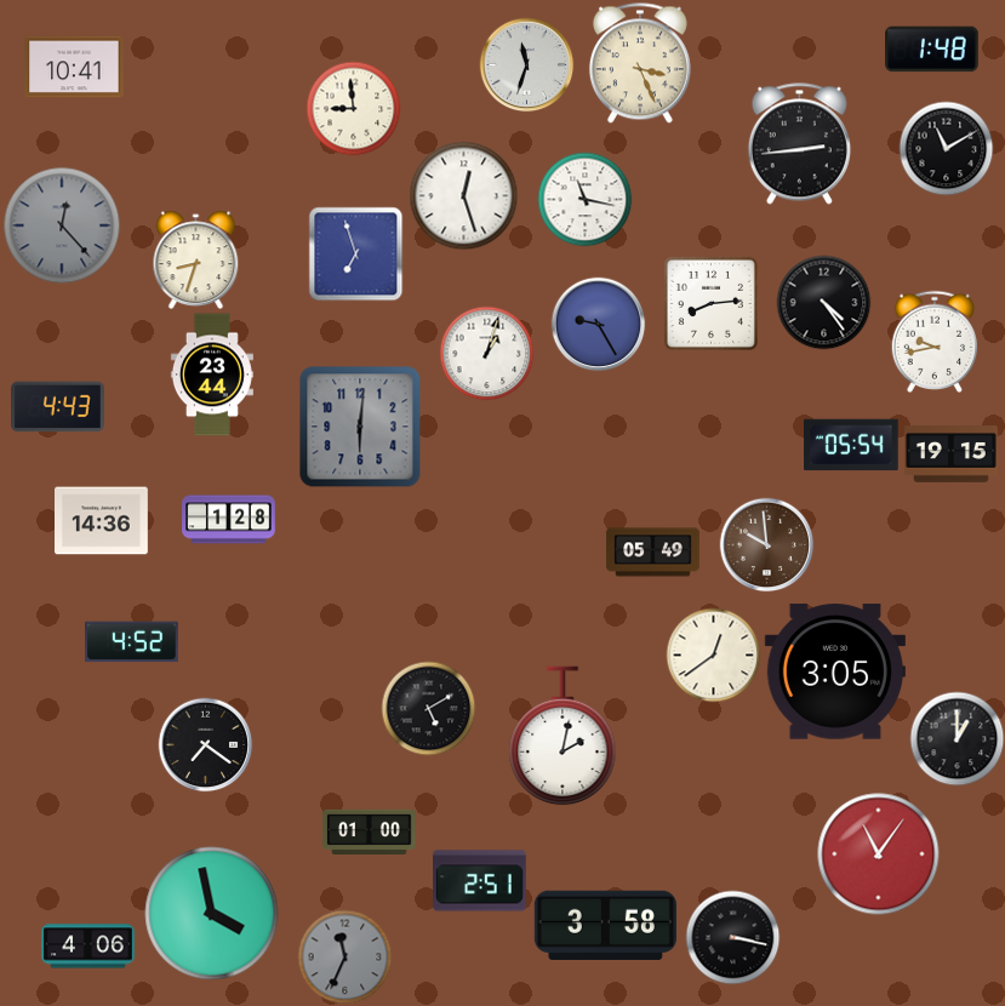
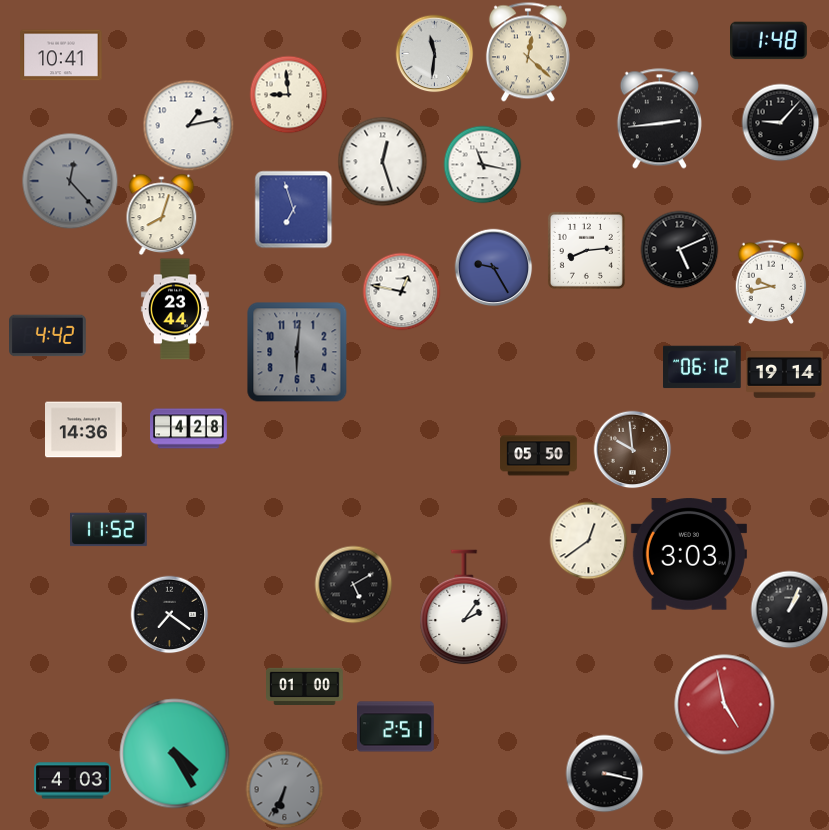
clock at (640, 63): 3:26 -> 12:22
clock at (526, 64): 11:33 -> 11:31
clock at (353, 108) position: (353, 108) -> (288, 94)
clock at (946, 148): 11:10 -> 9:07
clock at (188, 125): none -> 1:13
clock at (62, 225) position: (62, 225) -> (70, 181)
clock at (196, 259): 8:33 -> 8:03
clock at (823, 302): 4:24 -> 5:11
clock at (486, 353): 1:03 -> 12:47
clock at (58, 407): 4:43 -> 4:42
clock at (852, 445): 05:54 -> 06:12
clock at (952, 455): 19:15 -> 19:14
clock at (229, 520): 1:28 -> 4:28
clock at (653, 553): 05:49 -> 05:50
clock at (132, 642): 4:52 -> 11:52
clock at (835, 671): 3:05 -> 3:03
clock at (563, 736): 2:02 -> 2:06
clock at (957, 738): 1:00 -> 1:04
clock at (879, 854): 11:06 -> 4:58
clock at (212, 914): 3:58 -> 4:25
clock at (605, 925): 3:58 -> none
clock at (88, 947): 4:06 -> 4:03
clock at (344, 956): 11:34 -> 6:34
